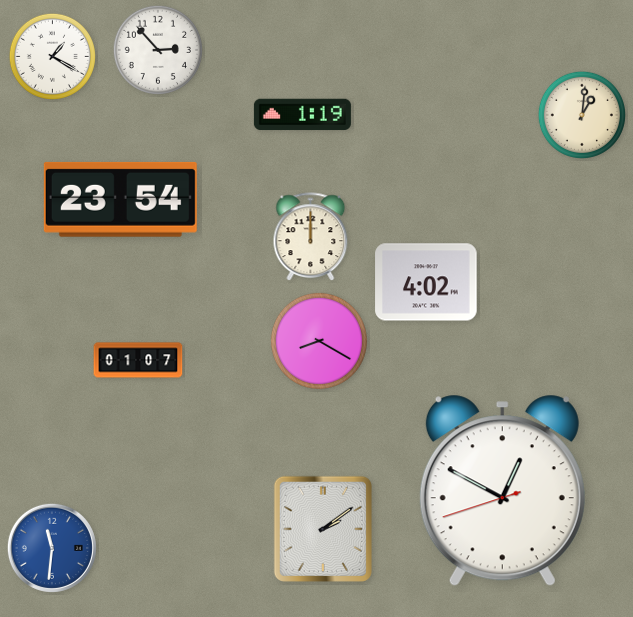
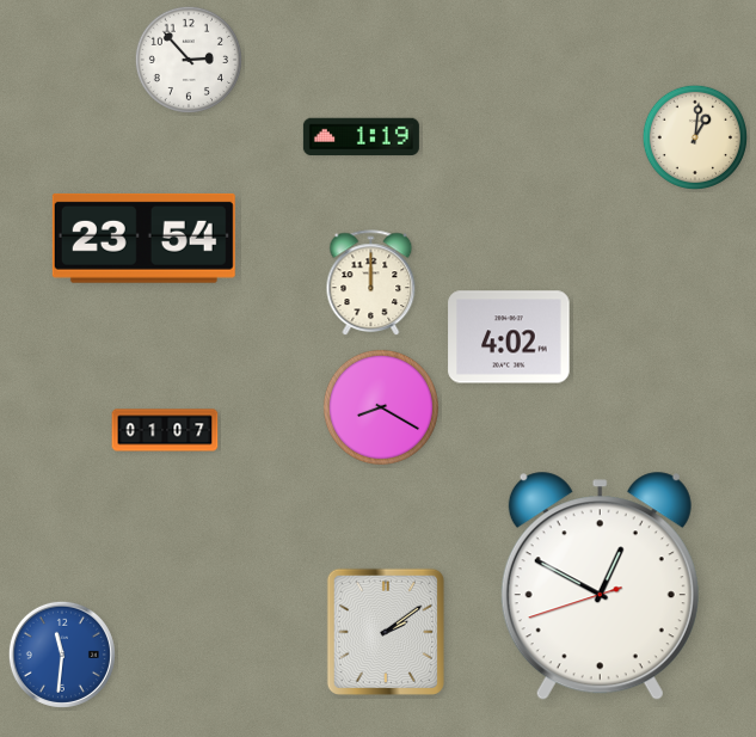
clock at (52, 56): 1:20 -> none
